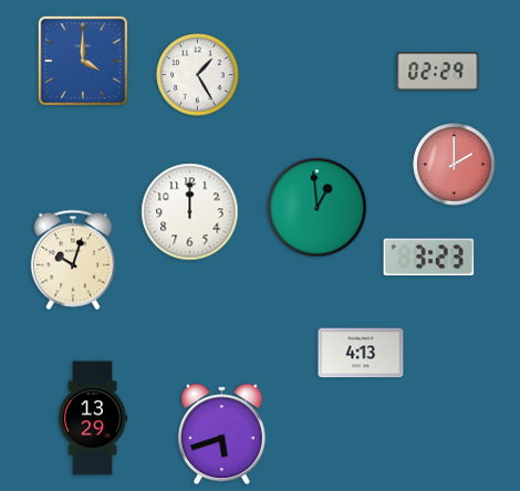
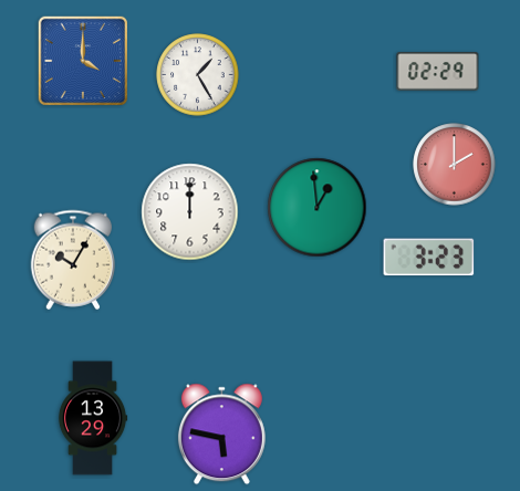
clock at (73, 260): 10:03 -> 10:05
clock at (361, 353): 4:13 -> none
clock at (221, 435): 5:42 -> 5:47
